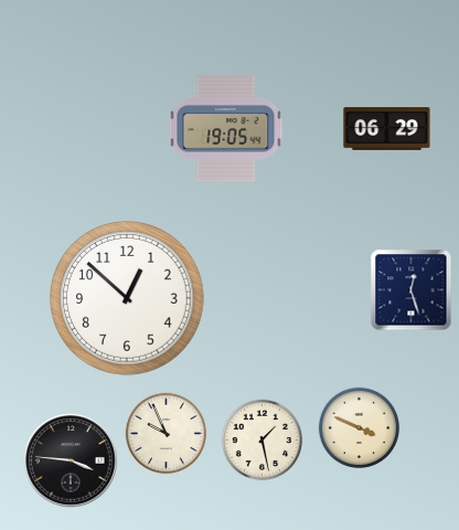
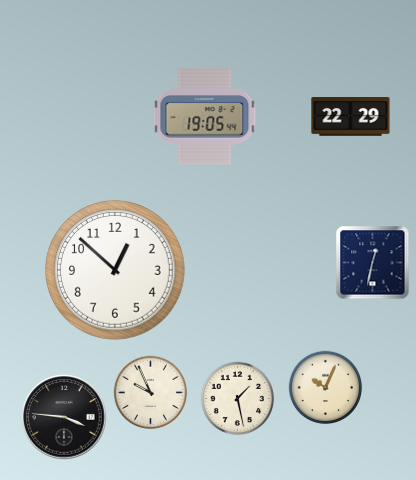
clock at (387, 129): 06:29 -> 22:29
clock at (412, 290): 12:27 -> 12:32
clock at (360, 428): 3:49 -> 10:04
